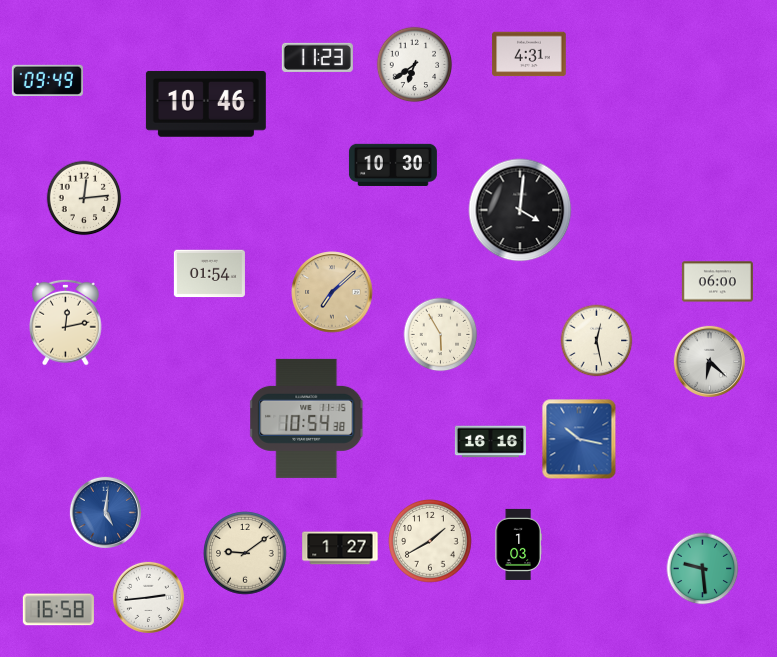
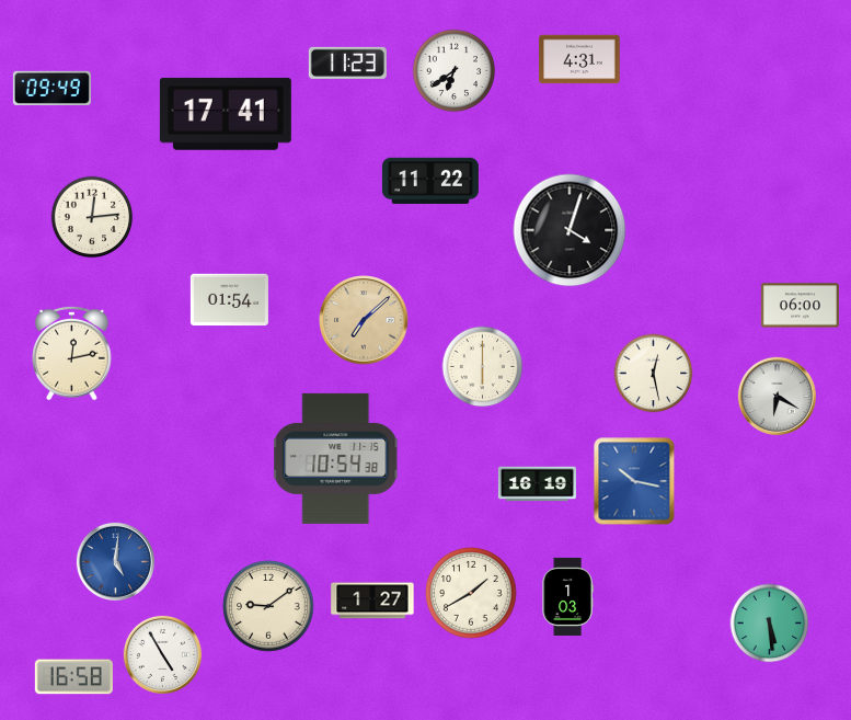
clock at (206, 104): 10:46 -> 17:41
clock at (393, 165): 10:30 -> 11:22
clock at (520, 210): 4:01 -> 4:03
clock at (717, 282) position: (717, 282) -> (800, 306)
clock at (441, 335): 5:55 -> 6:00
clock at (709, 361): 6:22 -> 6:20
clock at (490, 442): 16:16 -> 16:19
clock at (703, 569): 9:29 -> 5:29
clock at (148, 597): 2:44 -> 4:55
clock at (58, 610) position: (58, 610) -> (73, 677)
